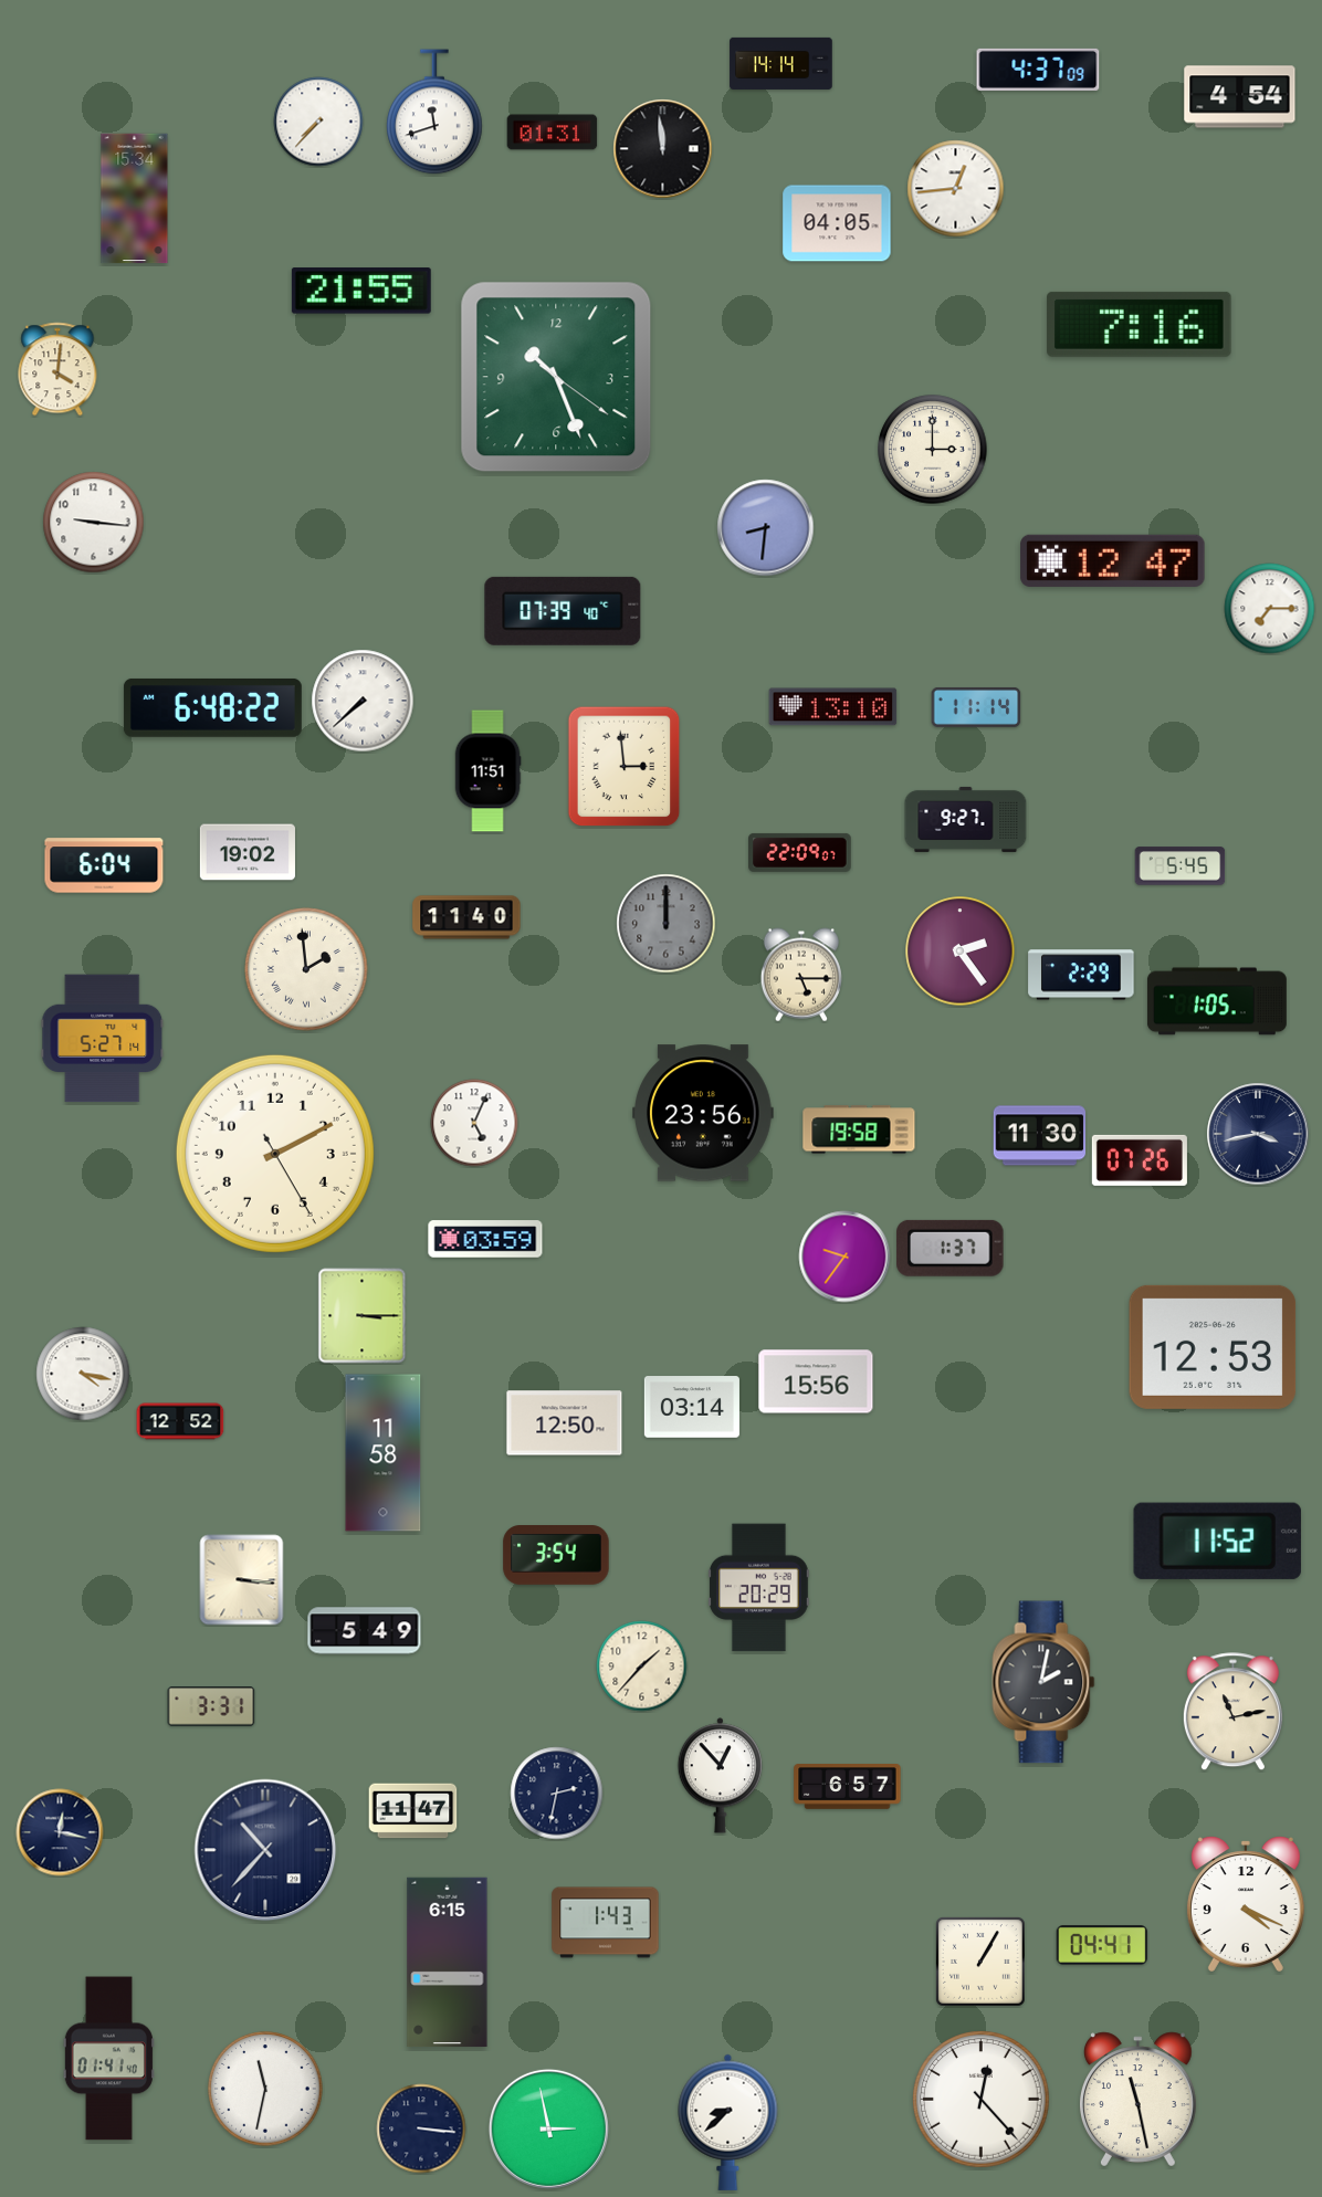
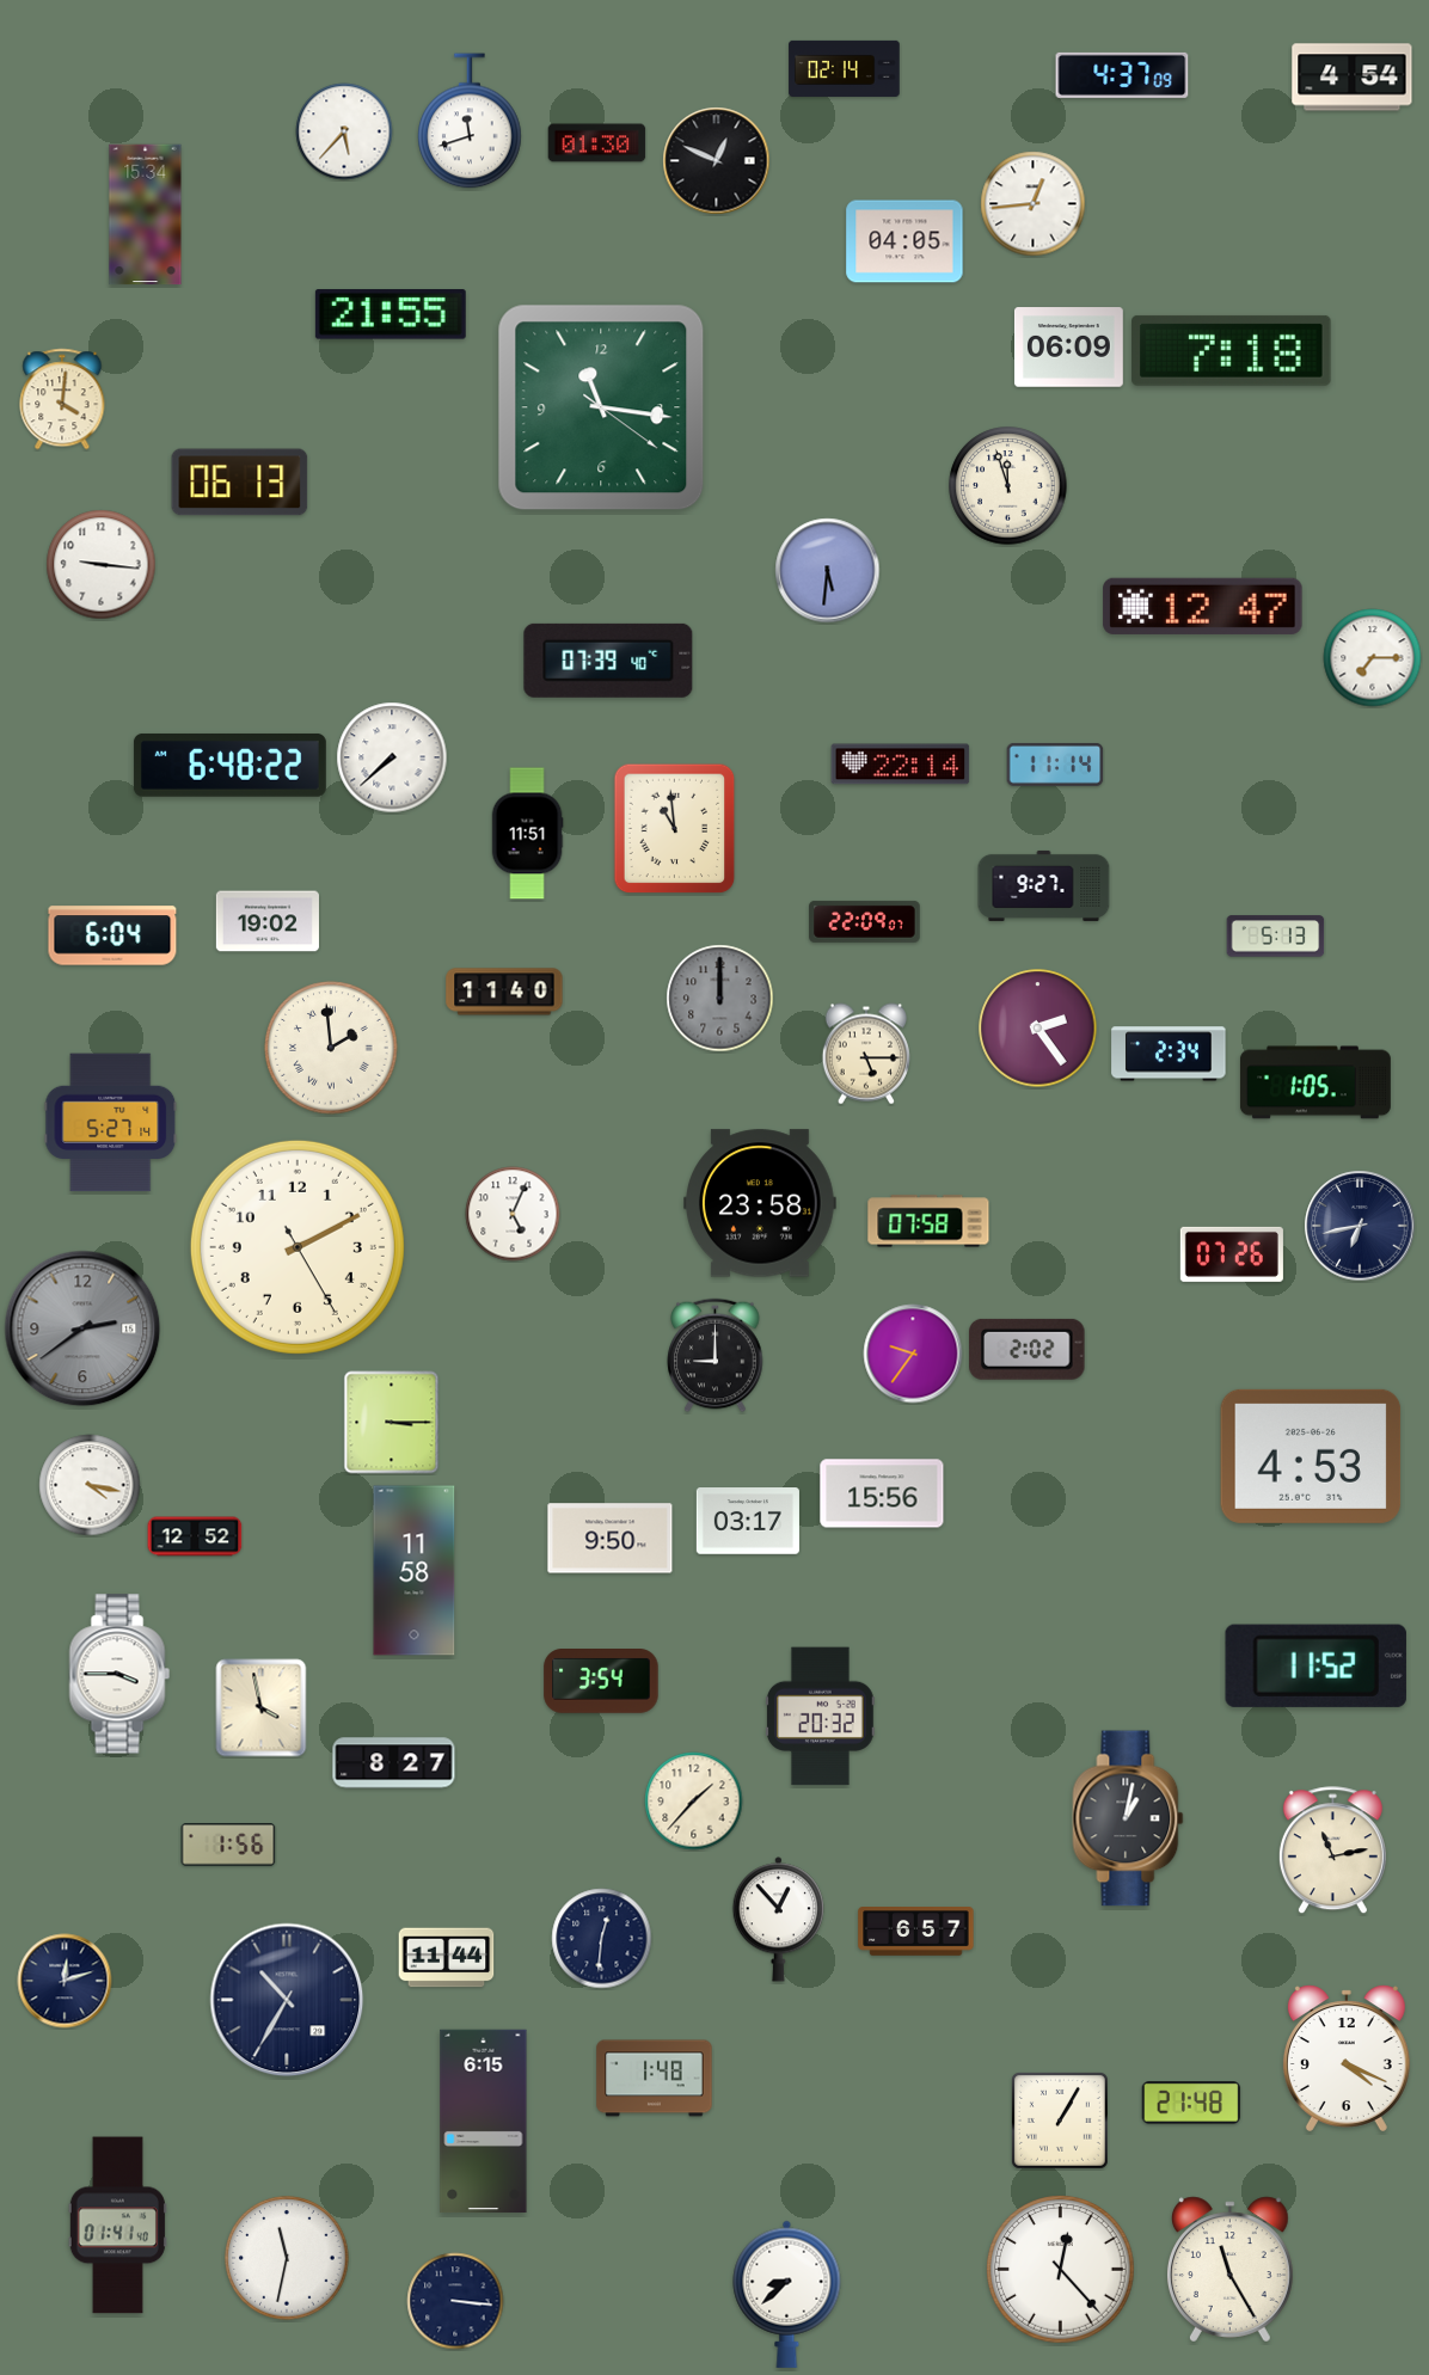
clock at (781, 63): 14:14 -> 02:14
clock at (1240, 97) position: (1240, 97) -> (1353, 78)
clock at (318, 122): 7:37 -> 5:37
clock at (553, 133): 01:31 -> 01:30
clock at (663, 149): 11:59 -> 12:49
clock at (1068, 348): none -> 06:09
clock at (1140, 324): 7:16 -> 7:18
clock at (556, 377): 10:26 -> 11:16
clock at (240, 483): none -> 06:13
clock at (933, 450): 3:00 -> 11:57
clock at (766, 528): 8:31 -> 5:31
clock at (833, 707): 13:10 -> 22:14
clock at (625, 767): 2:59 -> 10:59
clock at (1181, 866): 5:45 -> 5:13
clock at (1081, 975): 2:29 -> 2:34
clock at (704, 1113): 23:56 -> 23:58
clock at (859, 1129): 19:58 -> 07:58
clock at (1258, 1134): 3:43 -> 6:43
clock at (1040, 1136): 11:30 -> none
clock at (82, 1328): none -> 2:39
clock at (485, 1239): 03:59 -> none
clock at (951, 1248): 1:37 -> 2:02
clock at (716, 1356): none -> 9:00
clock at (844, 1257) position: (844, 1257) -> (913, 1354)
clock at (1213, 1347): 12:53 -> 4:53
clock at (692, 1407): 03:14 -> 03:17
clock at (565, 1423): 12:50 -> 9:50
clock at (119, 1674): none -> 3:45
clock at (242, 1580): 3:16 -> 3:58
clock at (759, 1588): 20:29 -> 20:32
clock at (365, 1631): 5:49 -> 8:27
clock at (1043, 1682): 2:02 -> 1:02
clock at (211, 1706): 3:31 -> 1:56
clock at (557, 1794): 2:32 -> 12:31
clock at (413, 1811): 11:47 -> 11:44
clock at (60, 1832): 12:17 -> 12:12
clock at (265, 1850): 10:37 -> 10:35
clock at (606, 1923): 1:43 -> 1:48
clock at (1102, 1945): 04:41 -> 21:48
clock at (1137, 2100): 11:28 -> 11:25
clock at (548, 2128): 2:58 -> none
